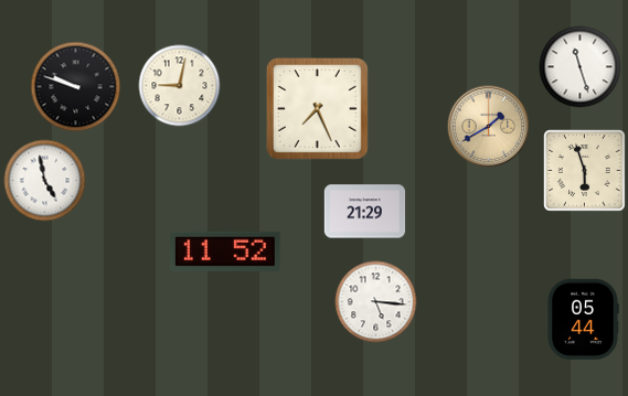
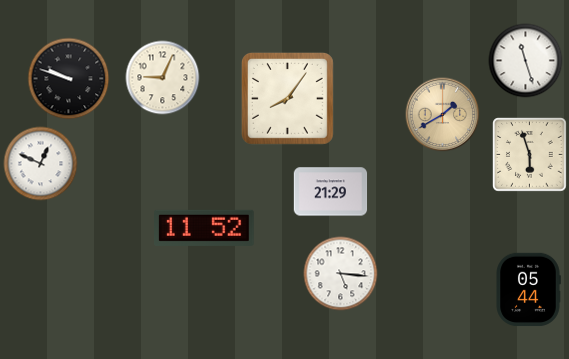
clock at (180, 86): 9:02 -> 9:04
clock at (317, 108): 7:26 -> 8:06
clock at (45, 181): 4:58 -> 12:49
